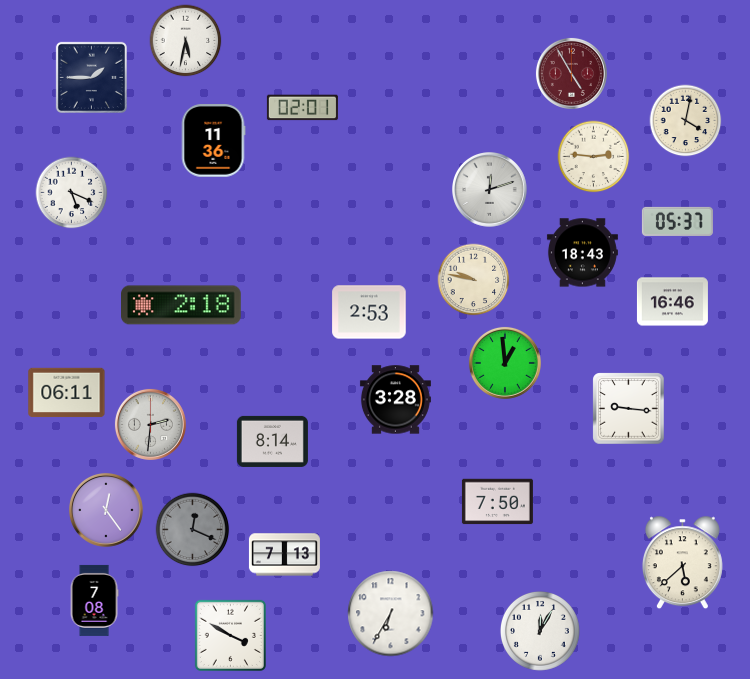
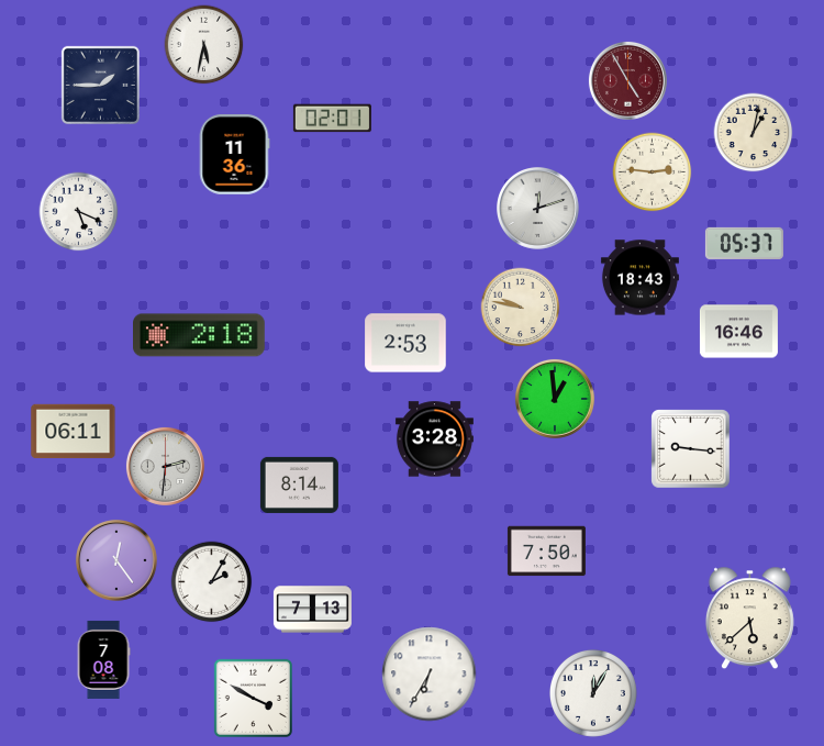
clock at (686, 121): 4:02 -> 1:02
clock at (193, 530): 12:19 -> 2:05
clock at (193, 530) dial: grey -> white
